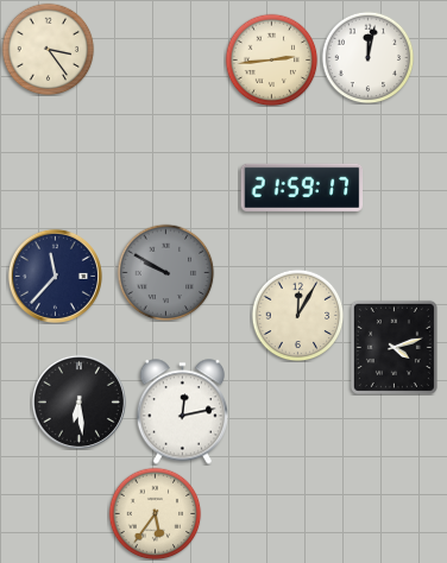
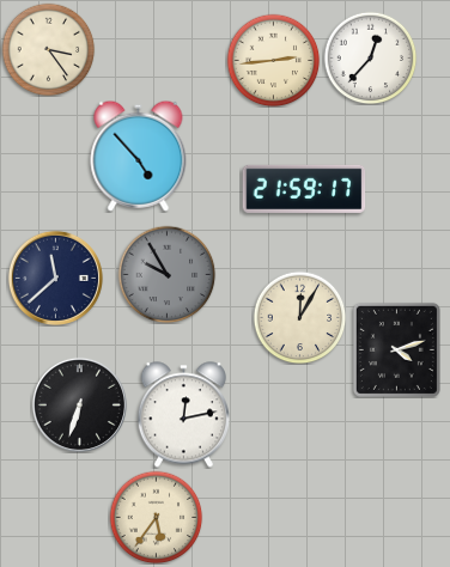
clock at (367, 57): 12:02 -> 12:37
clock at (139, 156): none -> 4:53
clock at (165, 272): 9:50 -> 9:55
clock at (55, 276): 11:37 -> 11:38
clock at (78, 401): 6:29 -> 6:33
